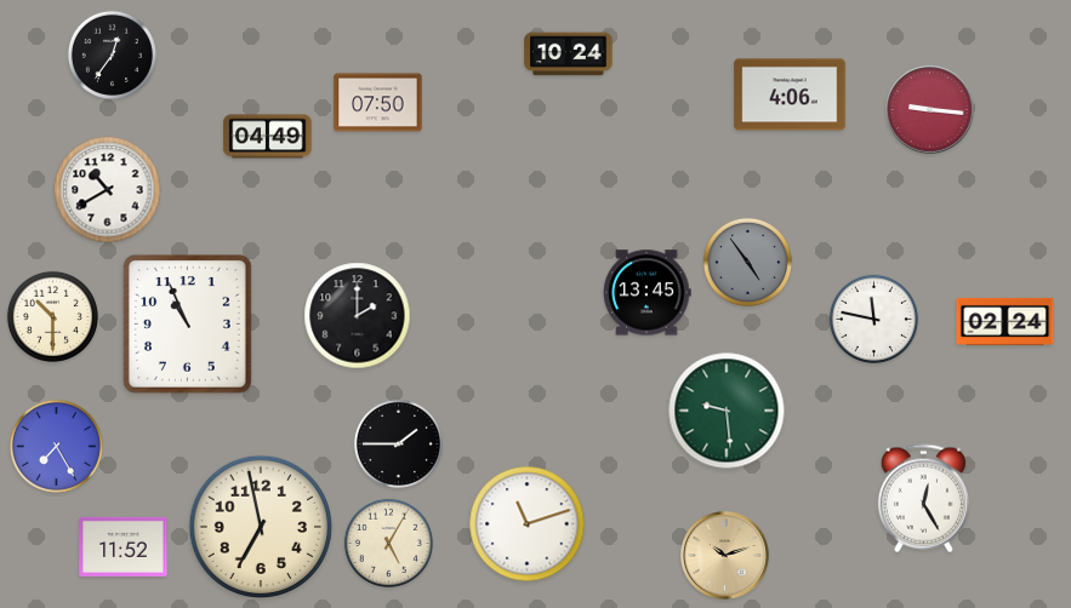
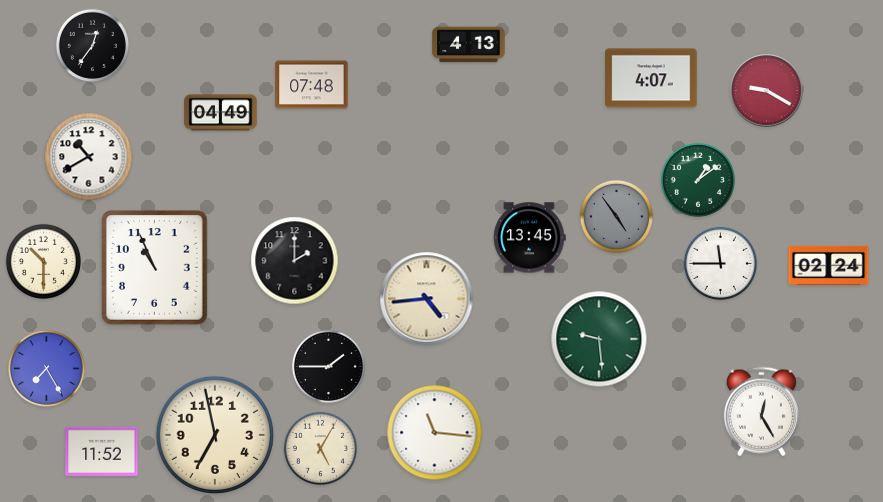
clock at (569, 55): 10:24 -> 4:13
clock at (790, 94): 4:06 -> 4:07
clock at (378, 103): 07:50 -> 07:48
clock at (930, 110): 9:16 -> 9:20
clock at (698, 180): none -> 1:09
clock at (646, 293) position: (646, 293) -> (529, 238)
clock at (873, 319): 11:47 -> 11:45
clock at (427, 299): none -> 4:44
clock at (528, 524): 11:12 -> 11:16
clock at (725, 556): 10:12 -> none
